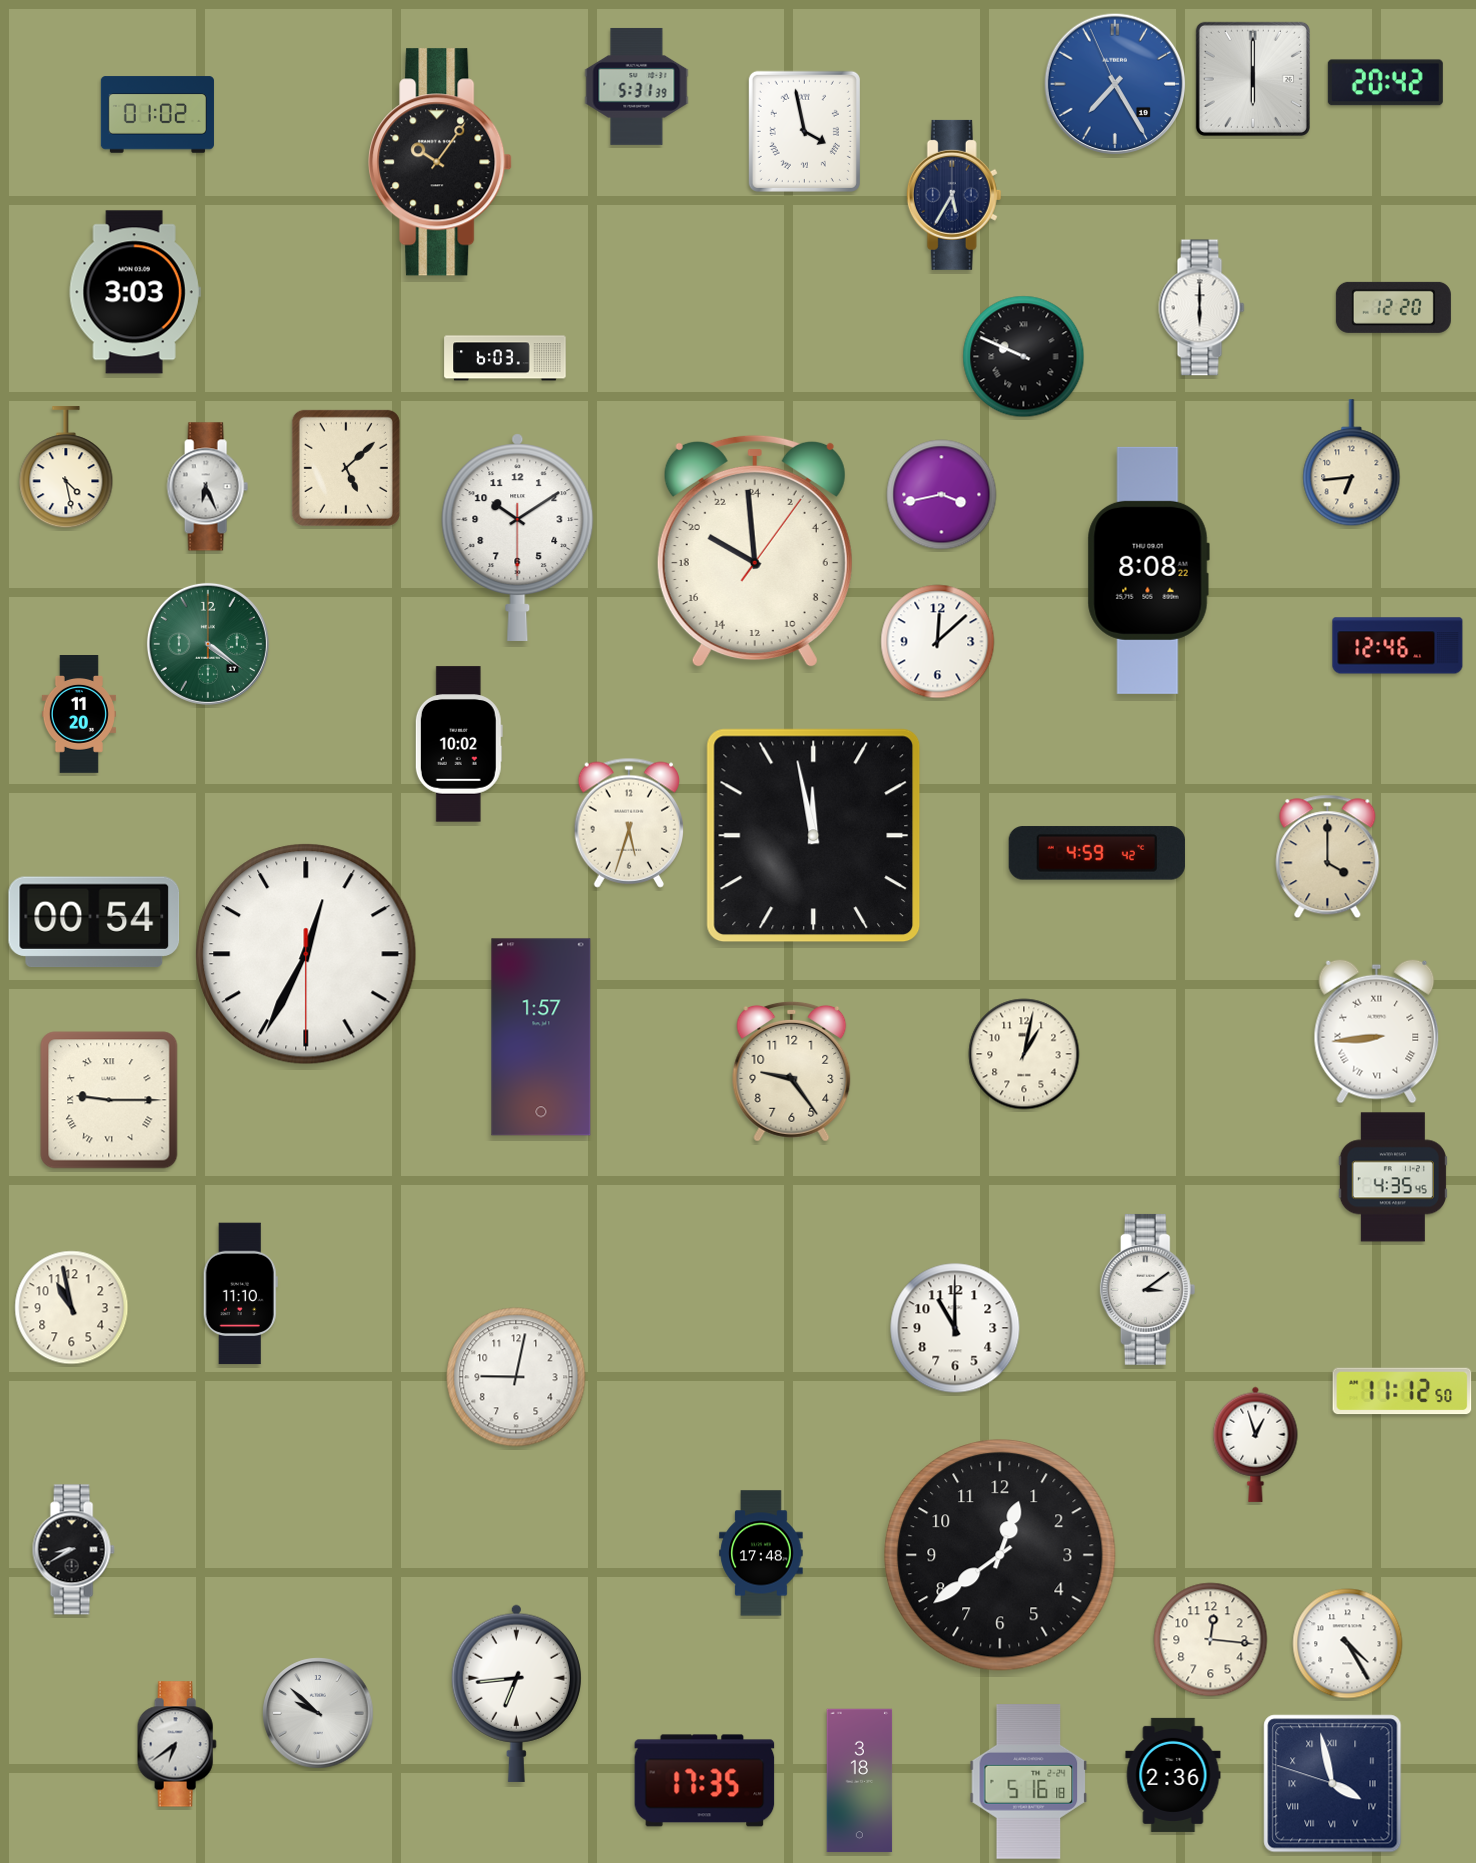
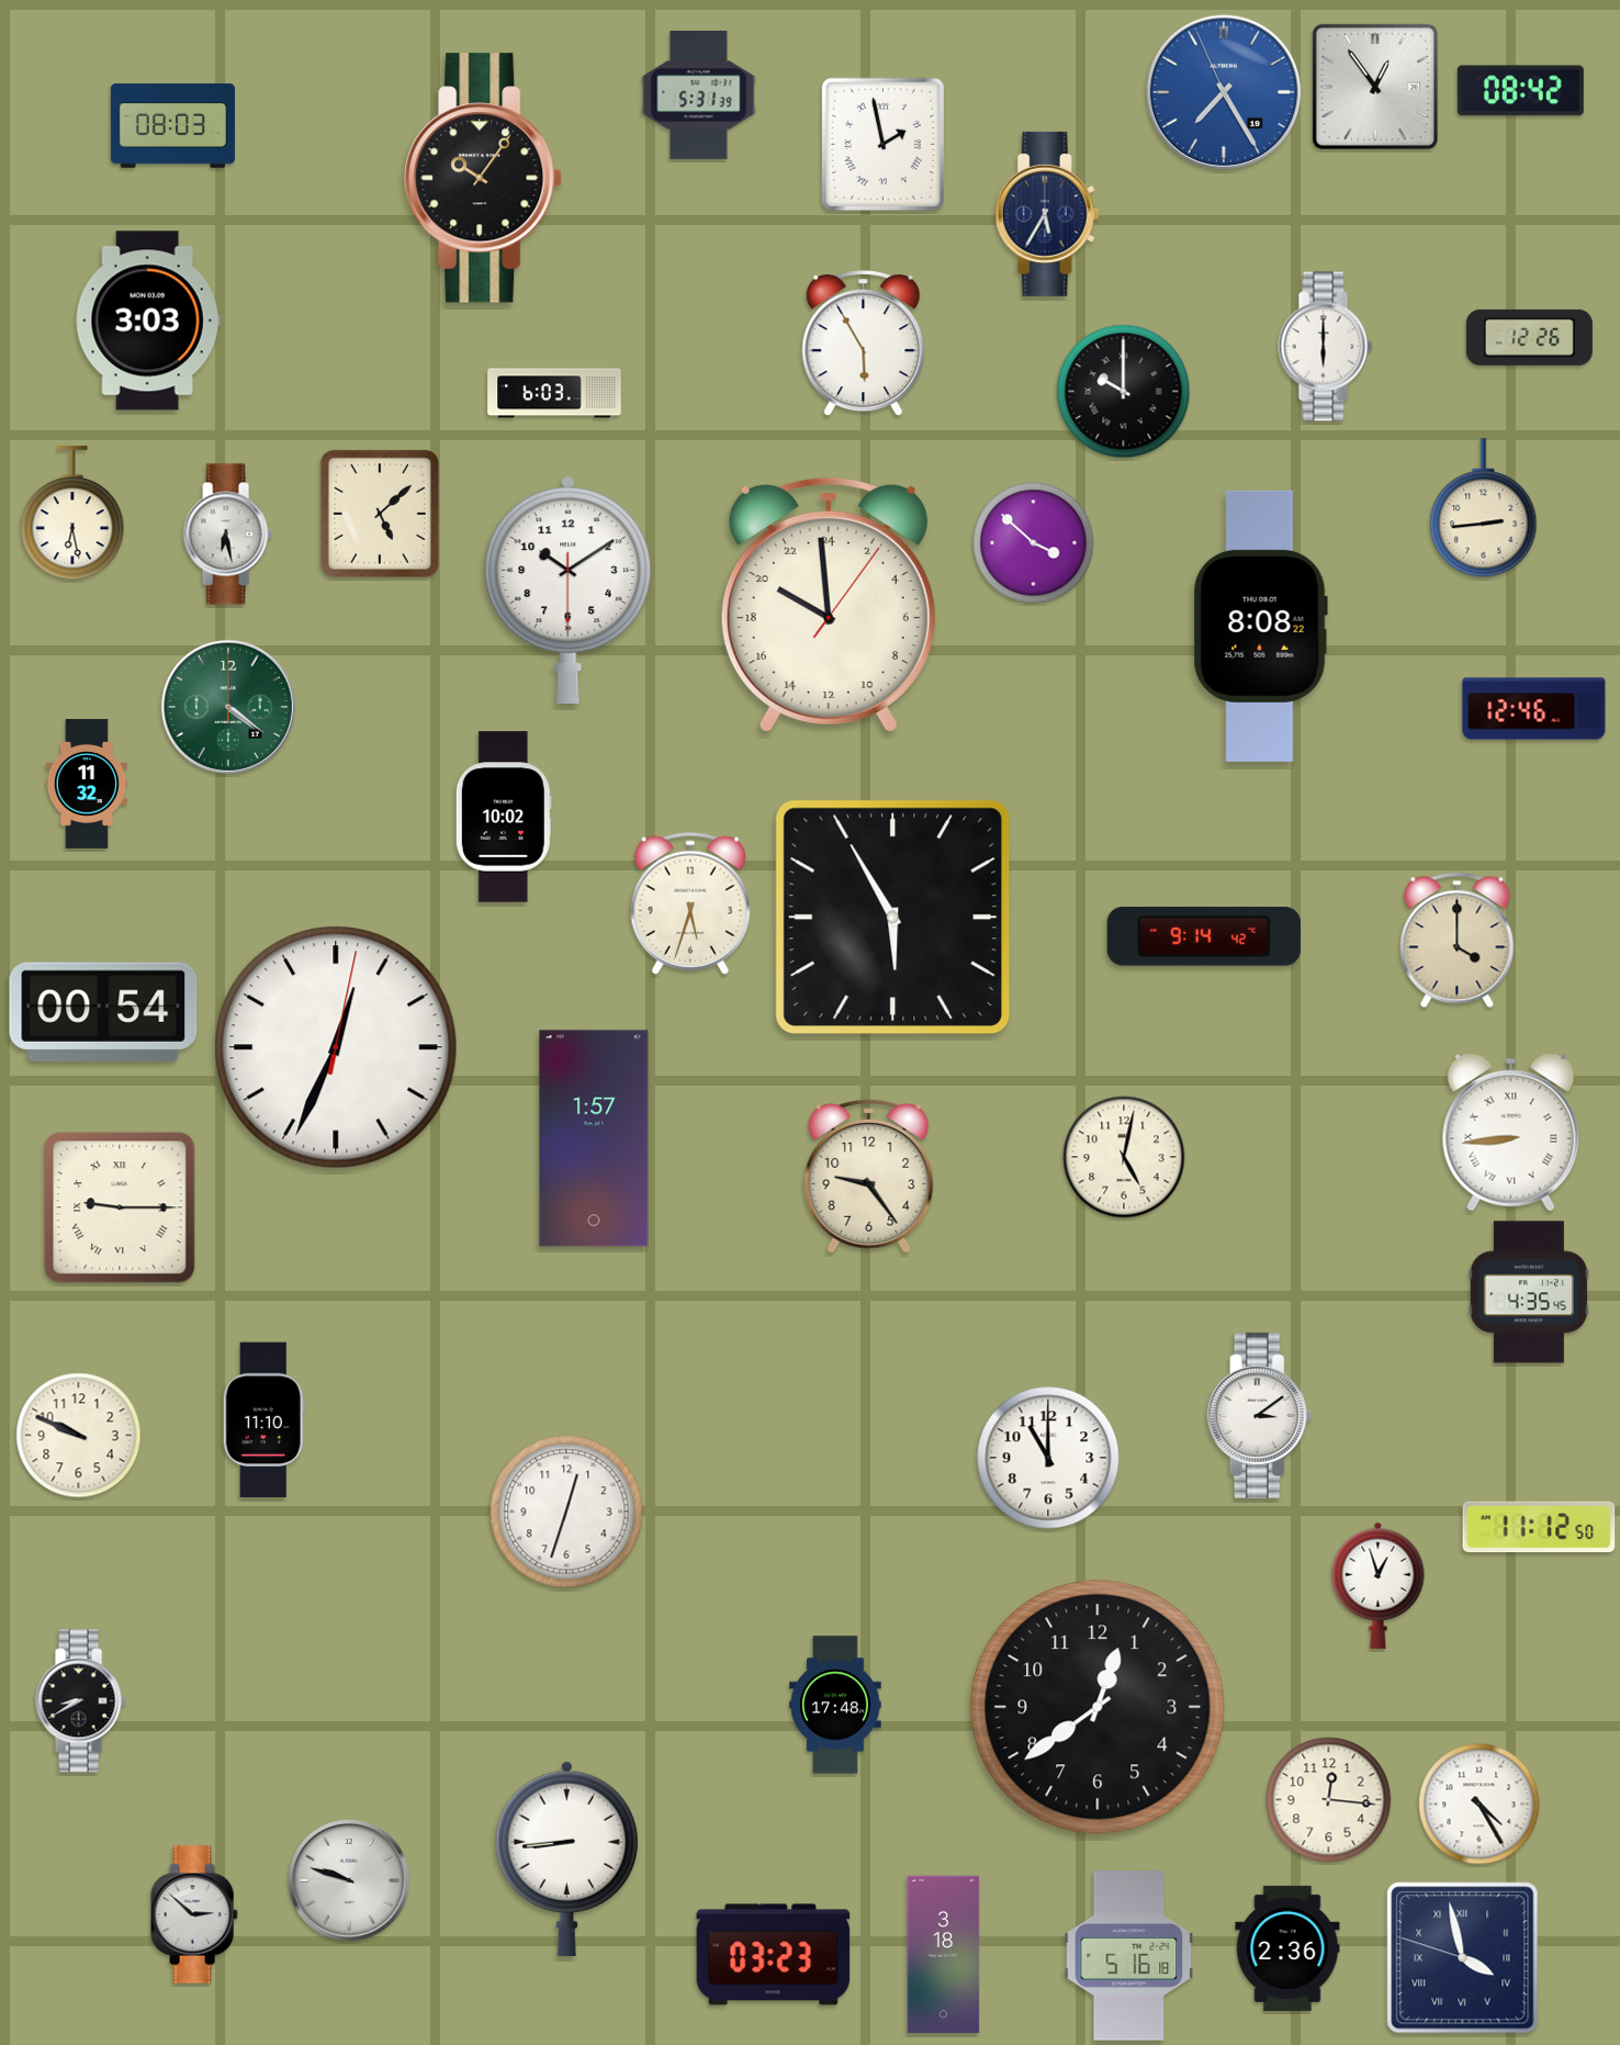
clock at (1253, 79): 6:00 -> 12:54
clock at (1385, 83): 20:42 -> 08:42
clock at (157, 115): 01:02 -> 08:03
clock at (804, 131): 3:58 -> 1:58
clock at (1393, 307): 12:20 -> 12:26
clock at (1202, 308) position: (1202, 308) -> (1326, 347)
clock at (864, 344): none -> 5:55
clock at (1024, 357): 9:49 -> 10:00
clock at (1352, 463): 6:44 -> 2:44
clock at (66, 468): 4:28 -> 6:28
clock at (207, 487): 6:26 -> 6:28
clock at (942, 495): 3:43 -> 3:52
clock at (938, 642): 12:08 -> none
clock at (79, 715): 11:20 -> 11:32
clock at (814, 836): 11:58 -> 5:55
clock at (1097, 853): 4:59 -> 9:14
clock at (306, 954): 12:34:30 -> 12:34:02
clock at (1024, 1054): 1:02 -> 5:02
clock at (72, 1308): 10:58 -> 9:49
clock at (516, 1377): 9:02 -> 12:33
clock at (516, 1693): 6:44 -> 8:44
clock at (318, 1713): 9:52 -> 9:48
clock at (177, 1744): 6:39 -> 2:52
clock at (705, 1781): 17:35 -> 03:23
